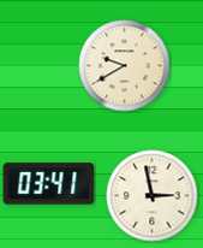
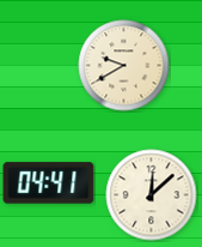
clock at (49, 184): 03:41 -> 04:41
clock at (153, 196): 2:58 -> 12:08
